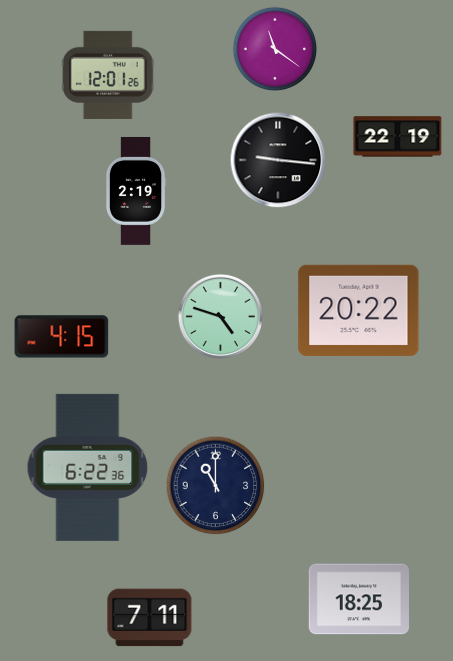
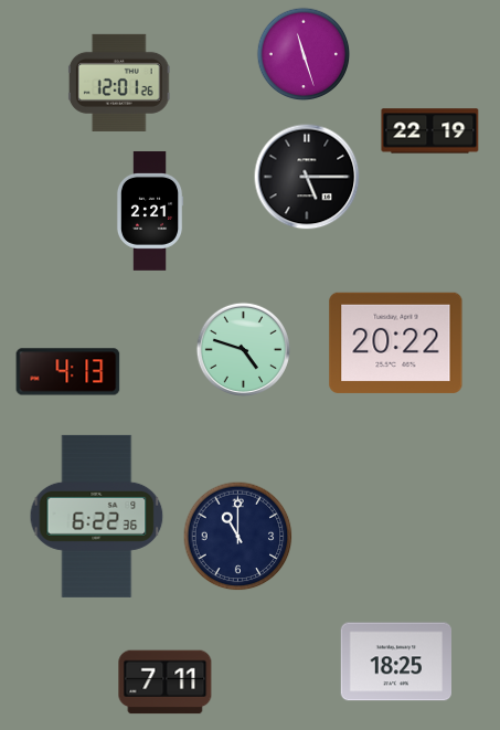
clock at (275, 49): 11:21 -> 11:27
clock at (398, 137) position: (398, 137) -> (430, 131)
clock at (278, 160): 9:16 -> 5:15
clock at (136, 191): 2:19 -> 2:21
clock at (62, 337): 4:15 -> 4:13
